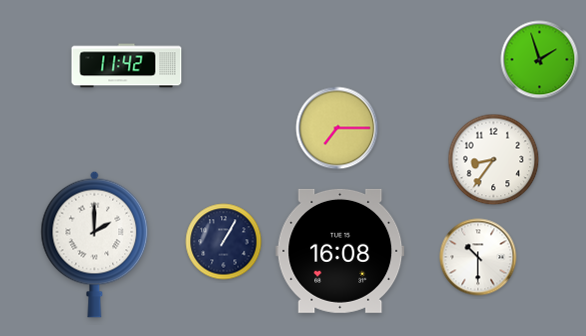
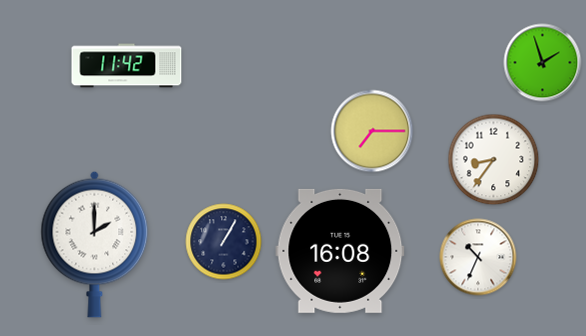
clock at (540, 60) position: (540, 60) -> (543, 63)
clock at (337, 128) position: (337, 128) -> (372, 131)
clock at (478, 257): 10:30 -> 10:34
